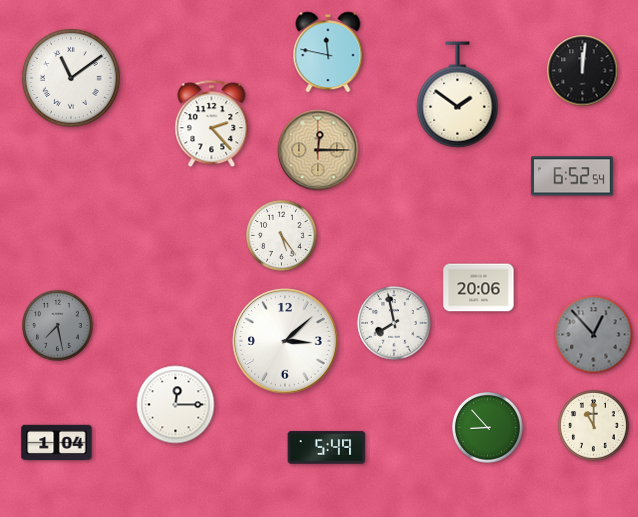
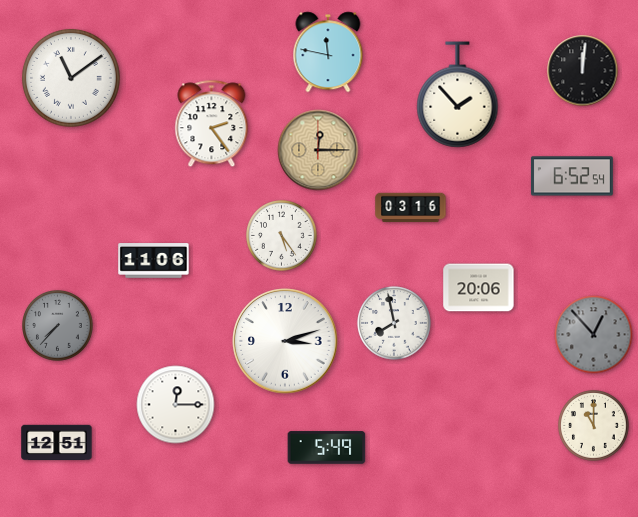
clock at (458, 95): 1:51 -> 1:53
clock at (212, 124): 2:23 -> 2:24
clock at (411, 208): none -> 03:16
clock at (154, 261): none -> 11:06
clock at (58, 326): 7:28 -> 7:37
clock at (285, 341): 3:08 -> 3:12
clock at (488, 428): 8:53 -> none
clock at (57, 443): 1:04 -> 12:51
